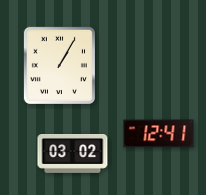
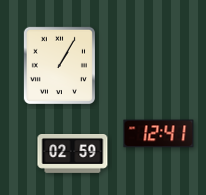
clock at (73, 154): 03:02 -> 02:59
